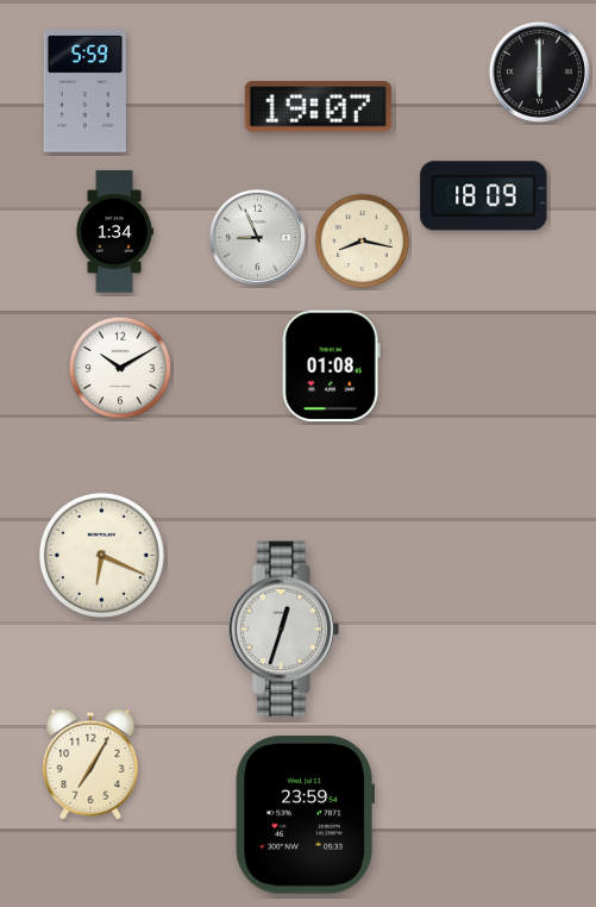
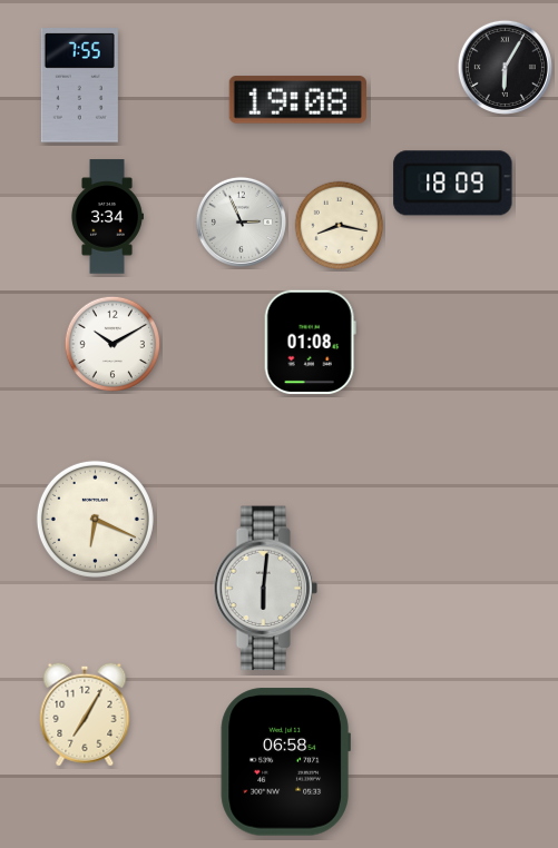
clock at (539, 71): 6:00 -> 6:05
clock at (84, 92): 5:59 -> 7:55
clock at (318, 107): 19:07 -> 19:08
clock at (114, 232): 1:34 -> 3:34
clock at (257, 237): 8:56 -> 2:56
clock at (283, 630): 12:33 -> 6:01
clock at (305, 815): 23:59 -> 06:58
